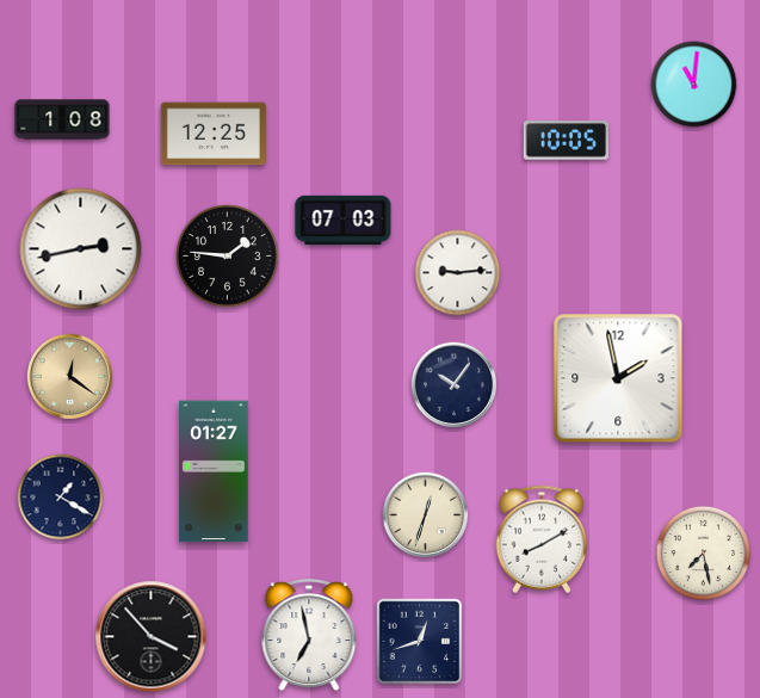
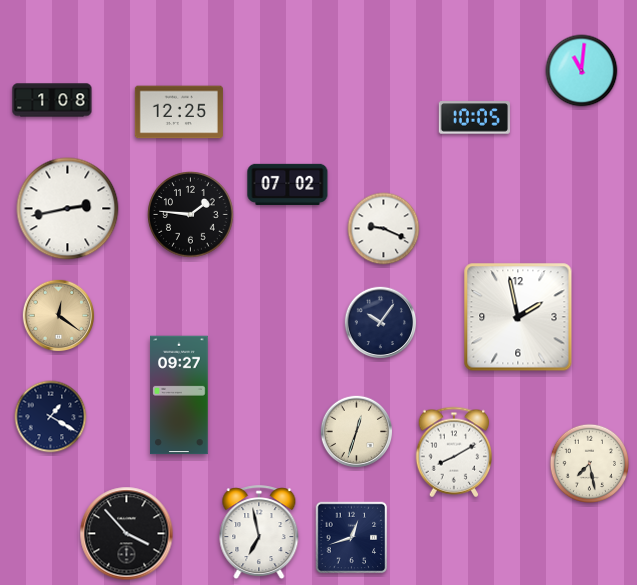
clock at (344, 220): 07:03 -> 07:02
clock at (458, 273): 9:14 -> 9:19
clock at (214, 471): 01:27 -> 09:27
